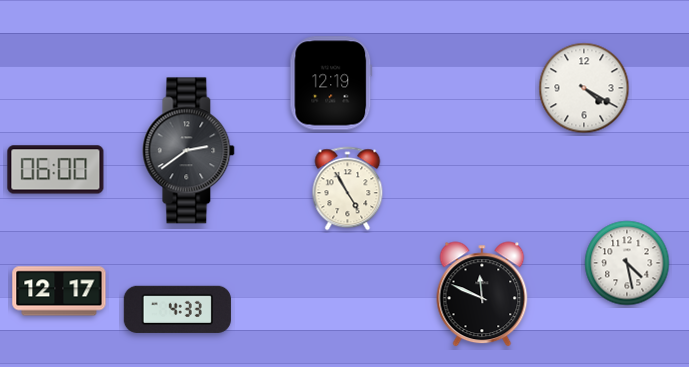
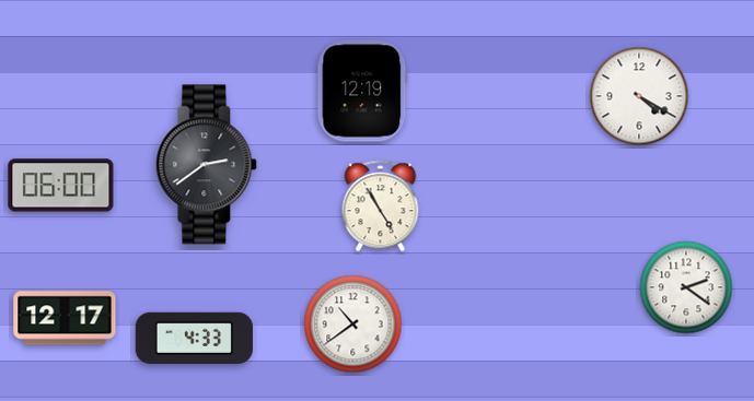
clock at (627, 263): 4:28 -> 2:21
clock at (482, 294): 11:49 -> none
clock at (353, 325): none -> 10:39
